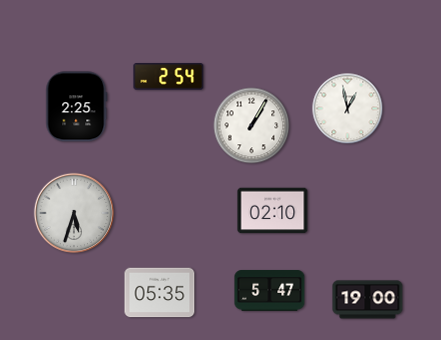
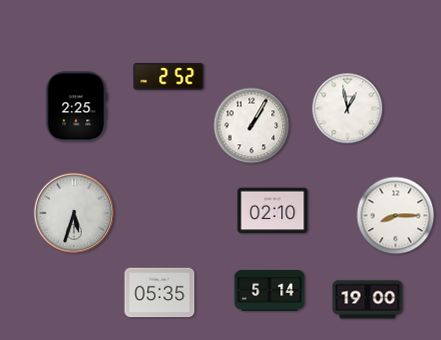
clock at (169, 77): 2:54 -> 2:52
clock at (396, 216): none -> 8:15
clock at (270, 291): 5:47 -> 5:14
